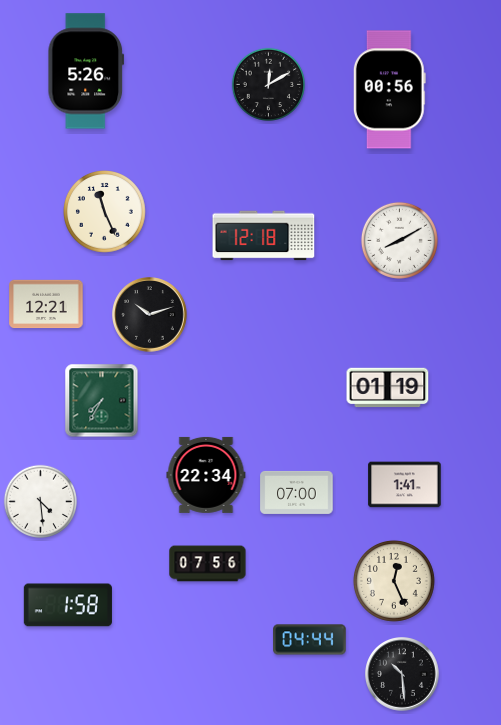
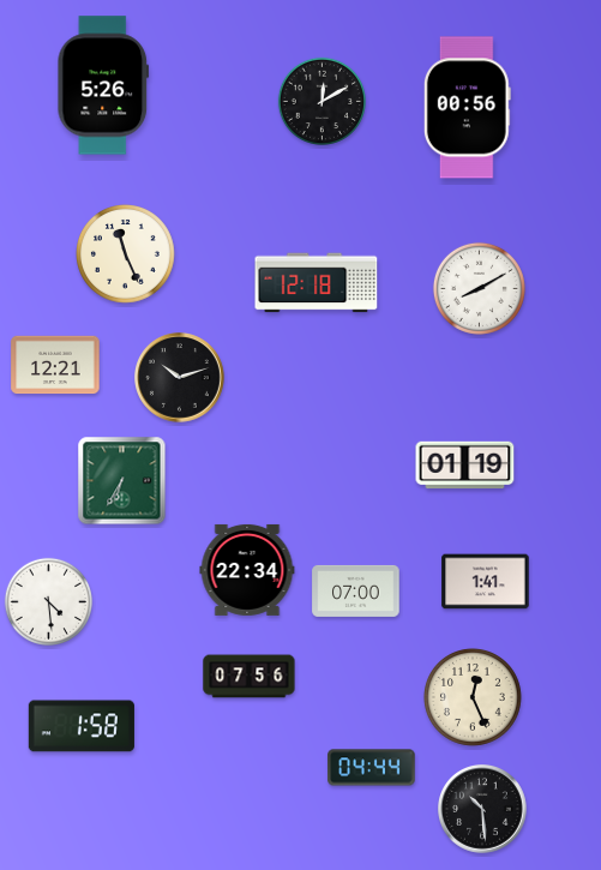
clock at (102, 401): 7:35 -> 6:35
